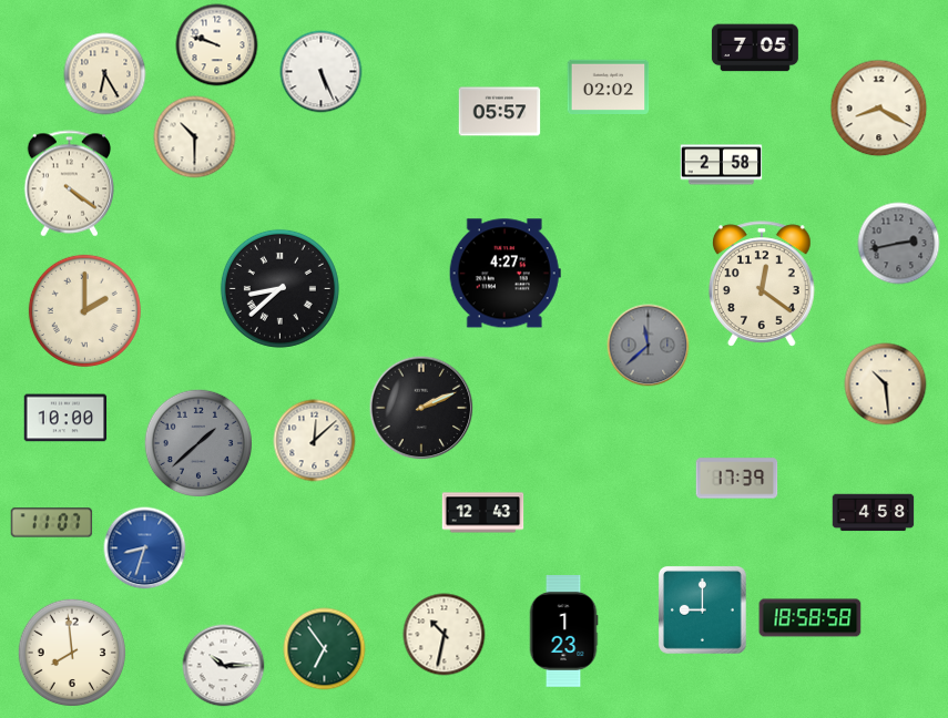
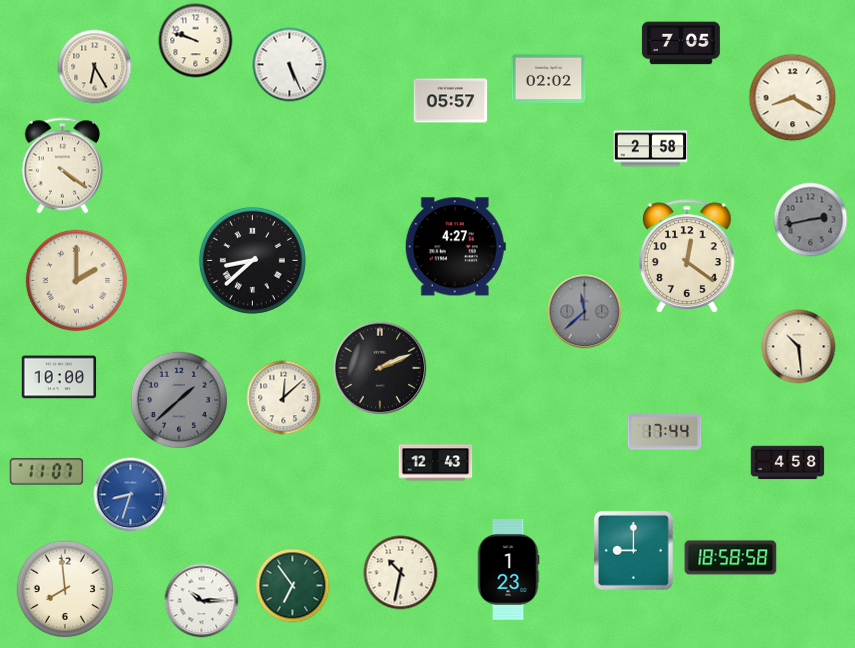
clock at (195, 137): 10:30 -> none
clock at (737, 479): 17:39 -> 17:44
